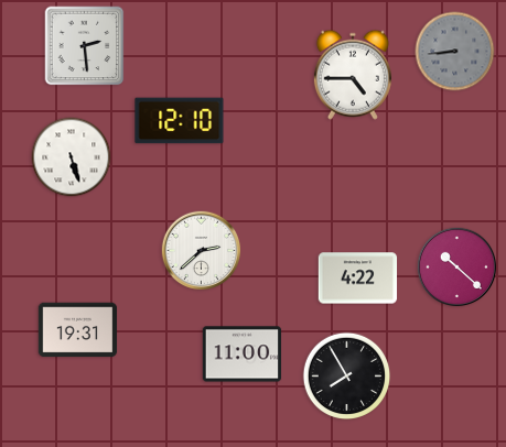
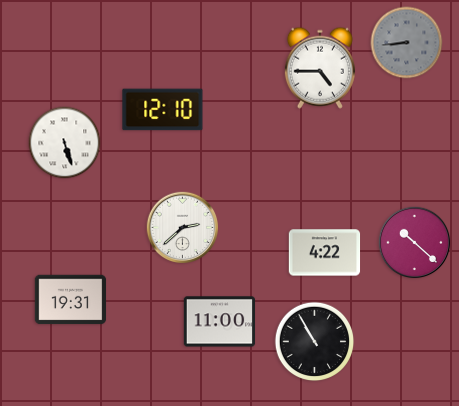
clock at (85, 46): 2:29 -> none
clock at (455, 52) position: (455, 52) -> (407, 43)
clock at (347, 377): 7:55 -> 10:55
